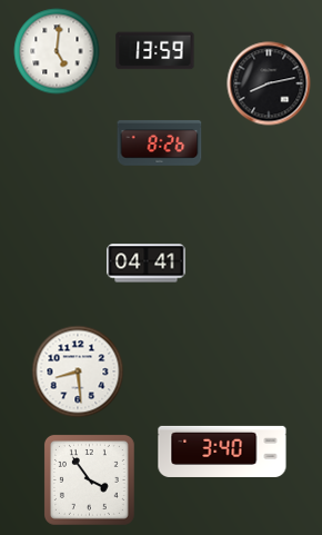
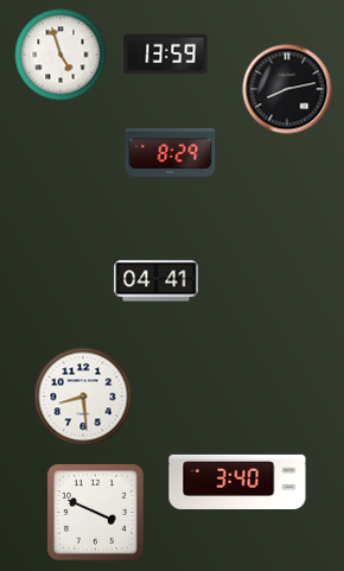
clock at (57, 51): 5:01 -> 4:57
clock at (160, 143): 8:26 -> 8:29
clock at (89, 479): 3:54 -> 3:49
